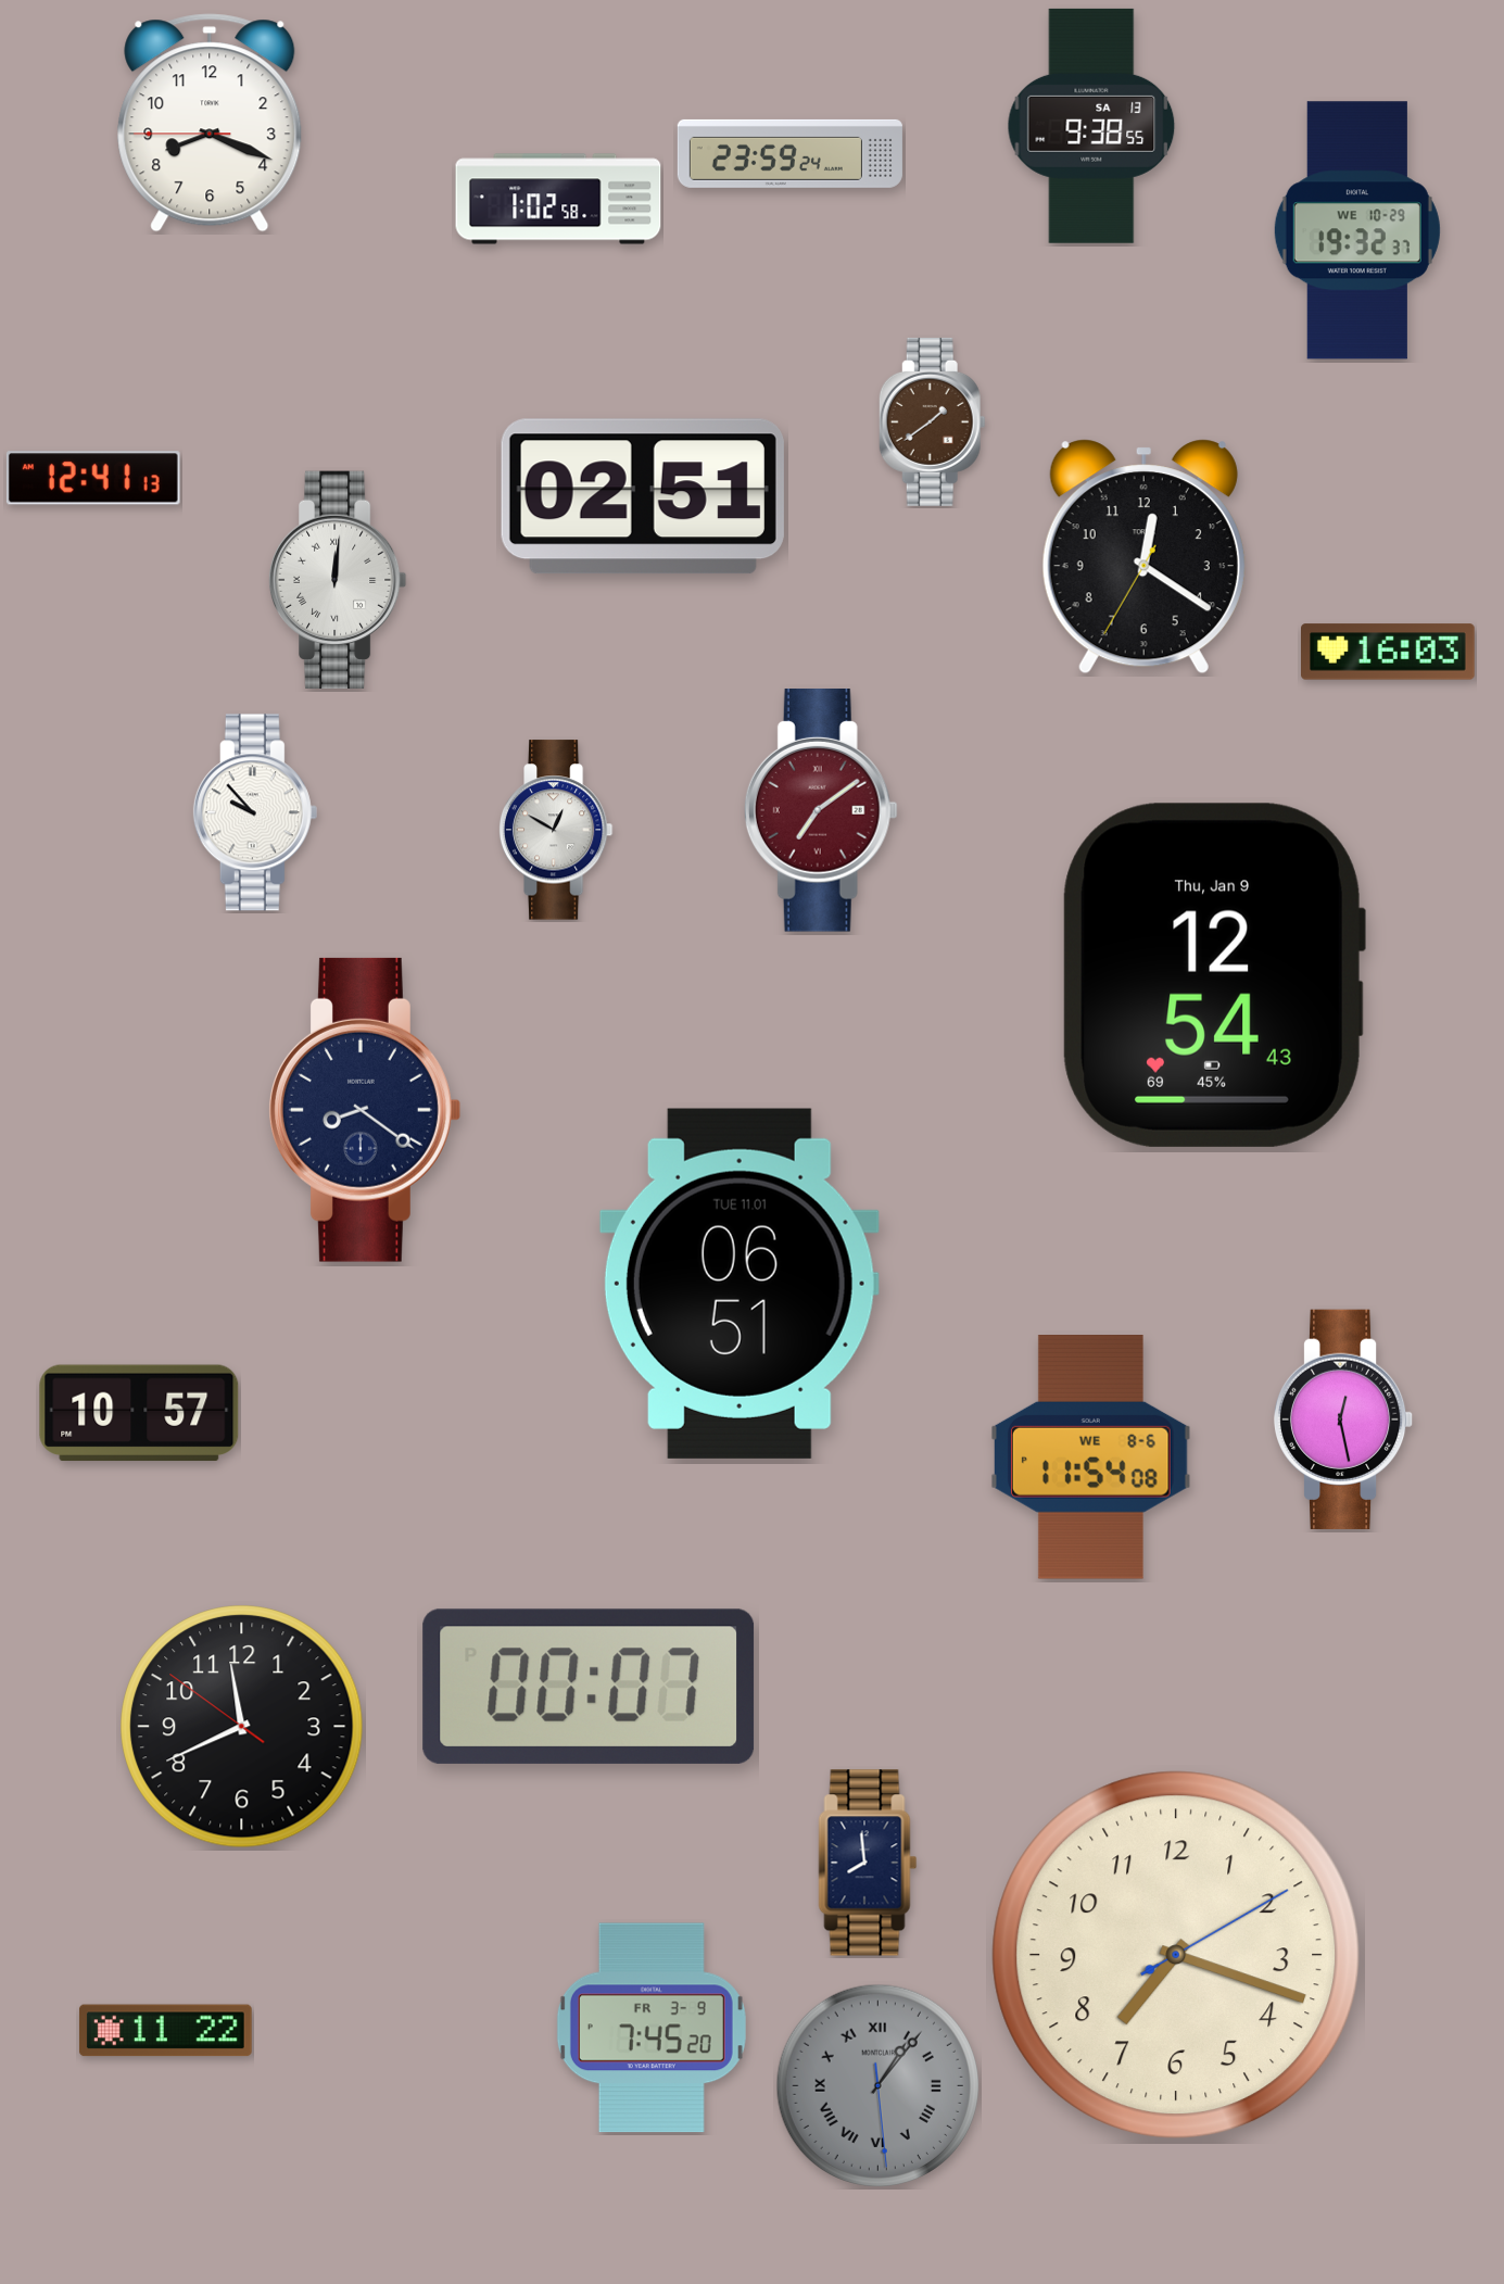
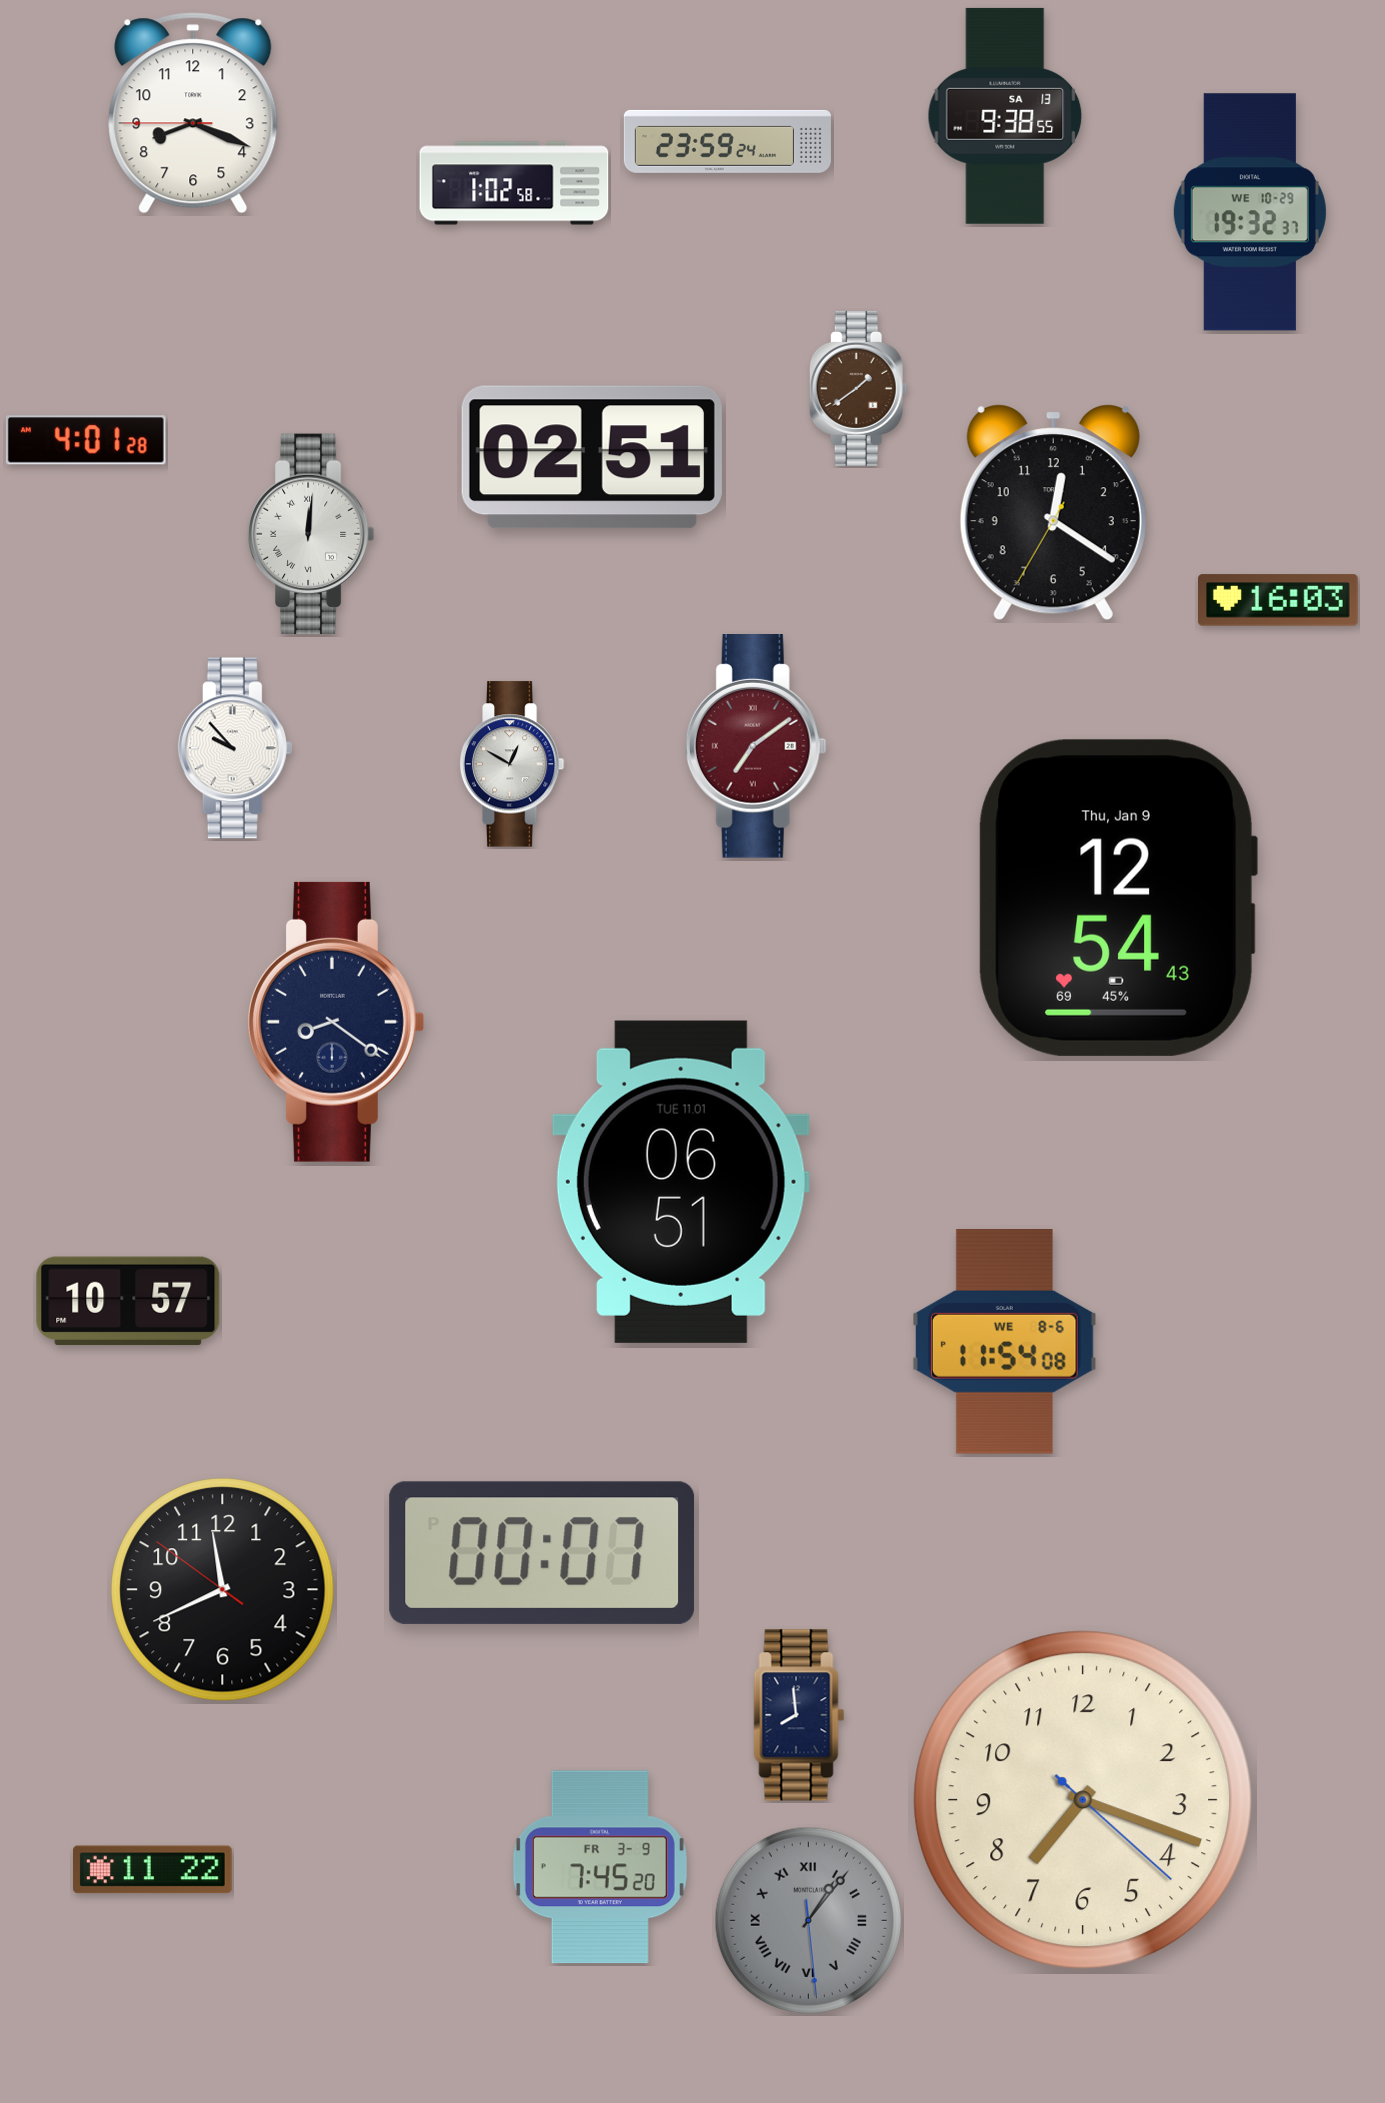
clock at (93, 478): 12:41 -> 4:01
clock at (1343, 1419): 12:28 -> none
clock at (1176, 1955): 7:18:10 -> 7:18:22
